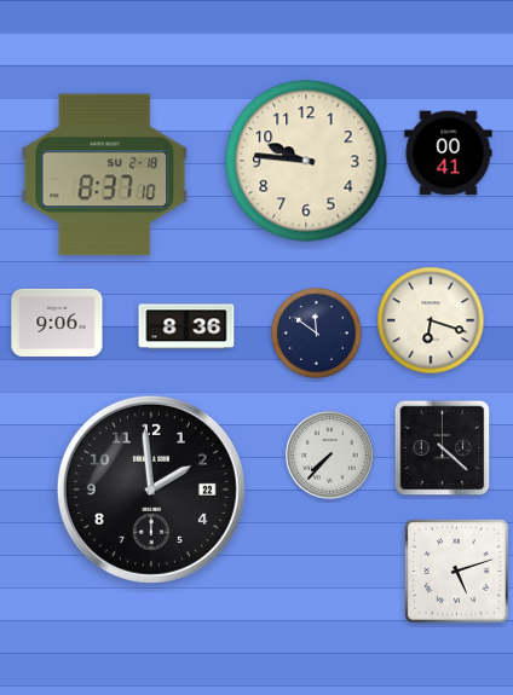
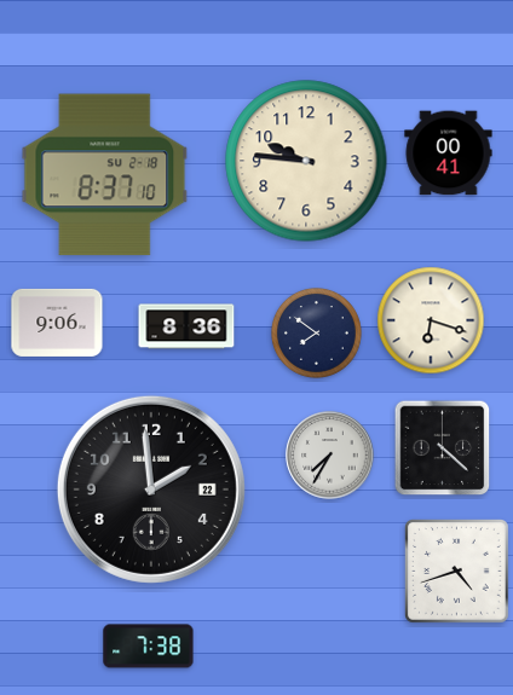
clock at (317, 332): 11:51 -> 7:51
clock at (330, 456): 7:37 -> 7:35
clock at (457, 572): 5:12 -> 4:42
clock at (149, 647): none -> 7:38
